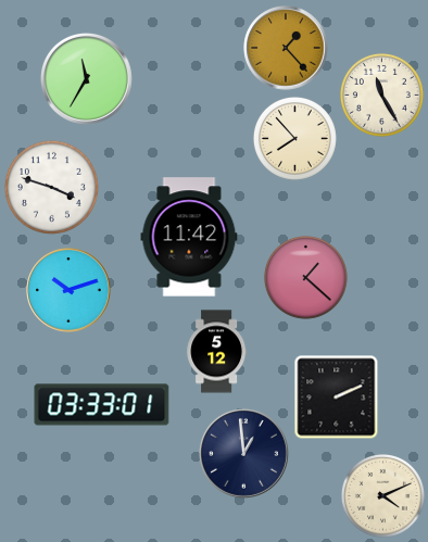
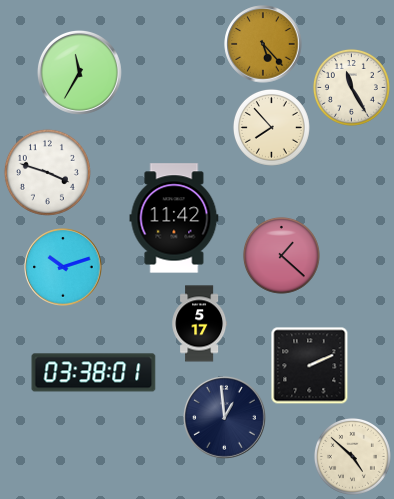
clock at (286, 48): 1:23 -> 5:23
clock at (217, 352): 5:12 -> 5:17
clock at (102, 405): 03:33 -> 03:38
clock at (382, 495): 4:11 -> 4:52
